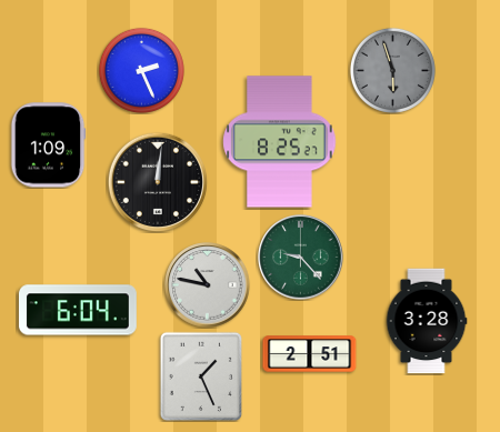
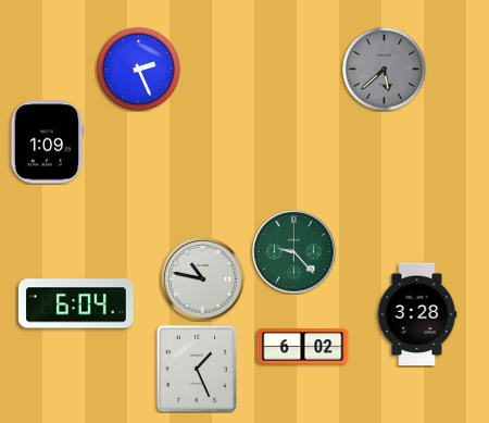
clock at (392, 70): 5:57 -> 5:38
clock at (280, 142): 8:25 -> none
clock at (157, 181): 12:01 -> none
clock at (310, 354): 2:51 -> 6:02
